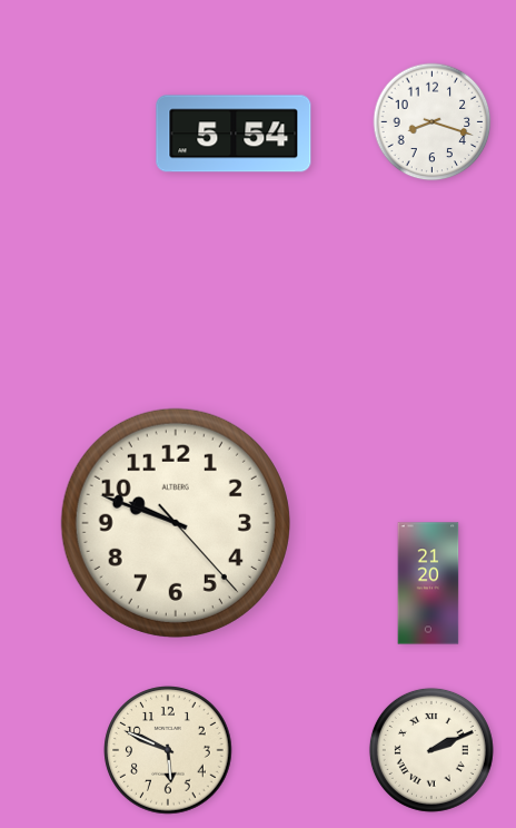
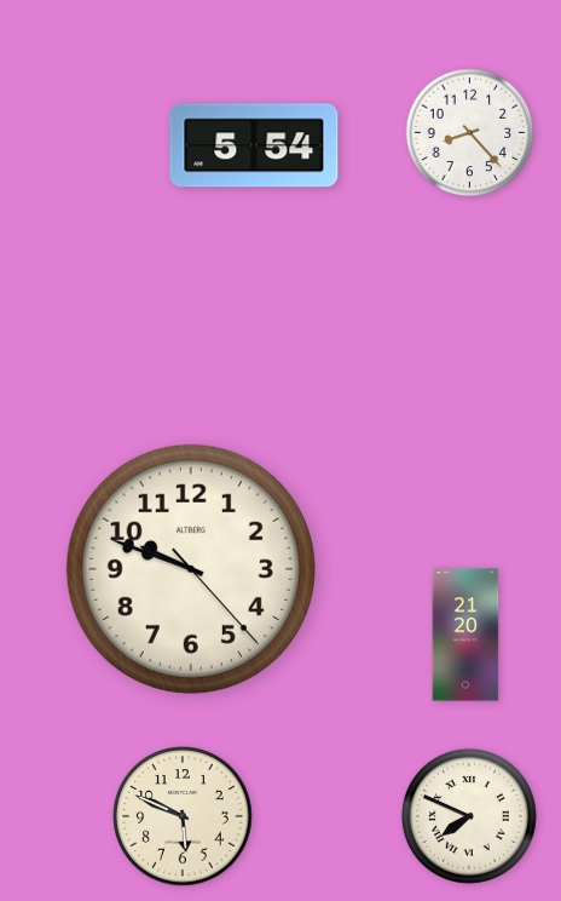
clock at (433, 122): 8:18 -> 8:23
clock at (431, 750): 2:11 -> 7:49
